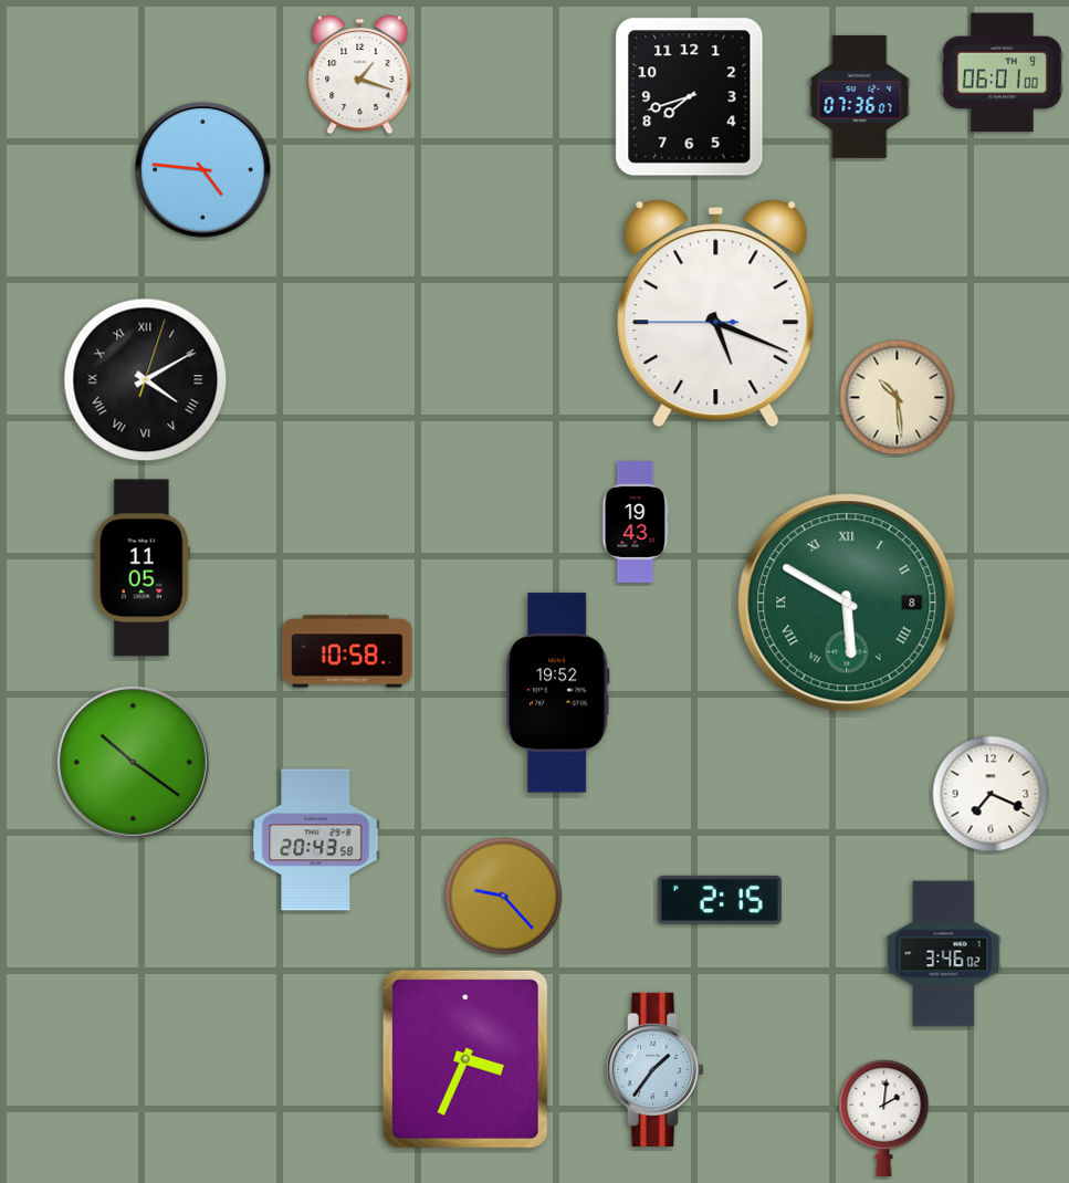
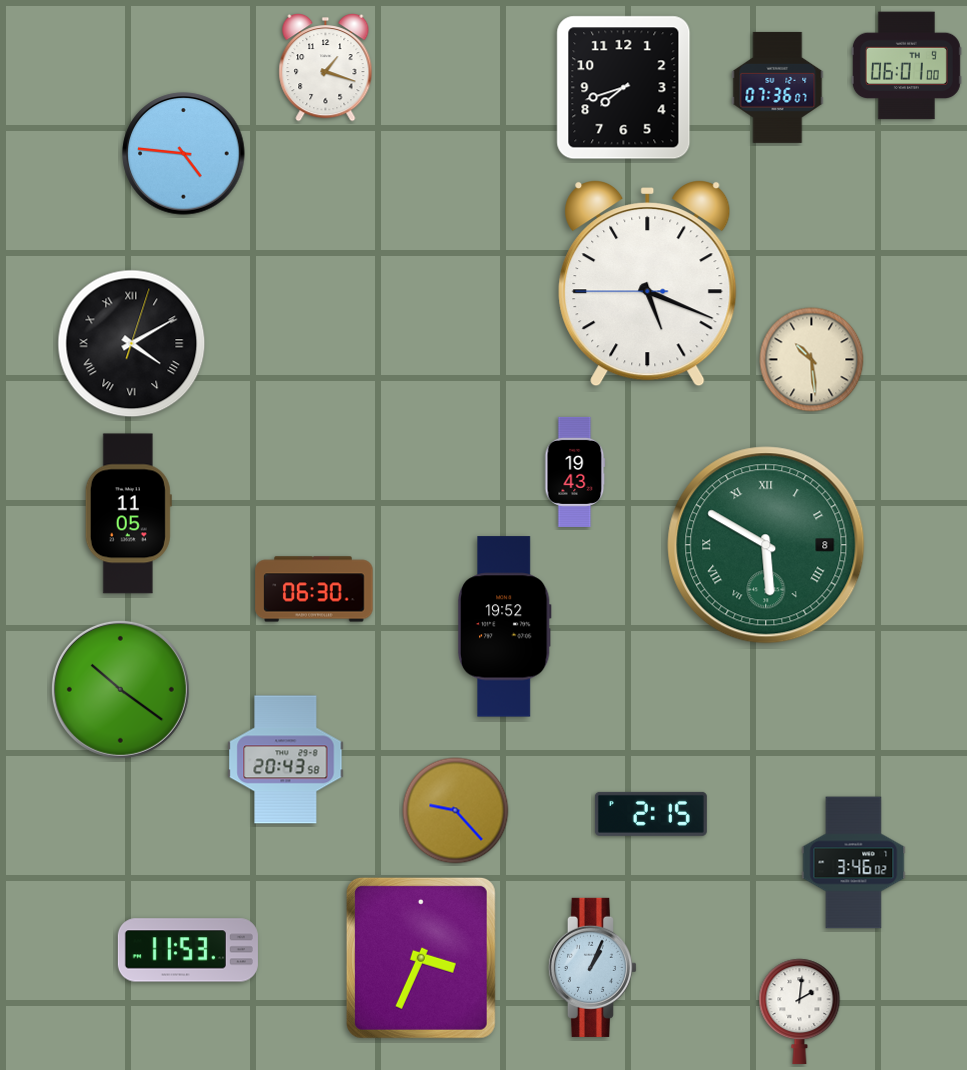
clock at (347, 651): 10:58 -> 06:30
clock at (991, 794): 7:19 -> none
clock at (188, 950): none -> 11:53
clock at (654, 1069): 1:36 -> 1:04
